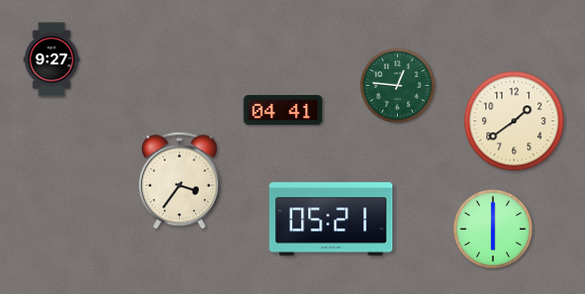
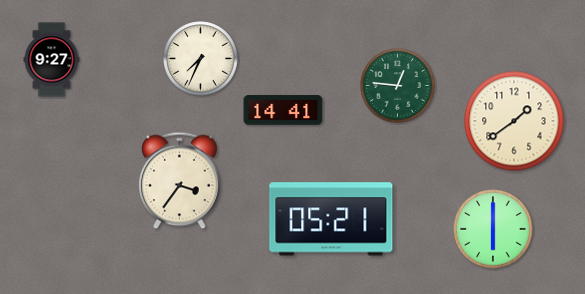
clock at (201, 59): none -> 7:34
clock at (283, 110): 04:41 -> 14:41
